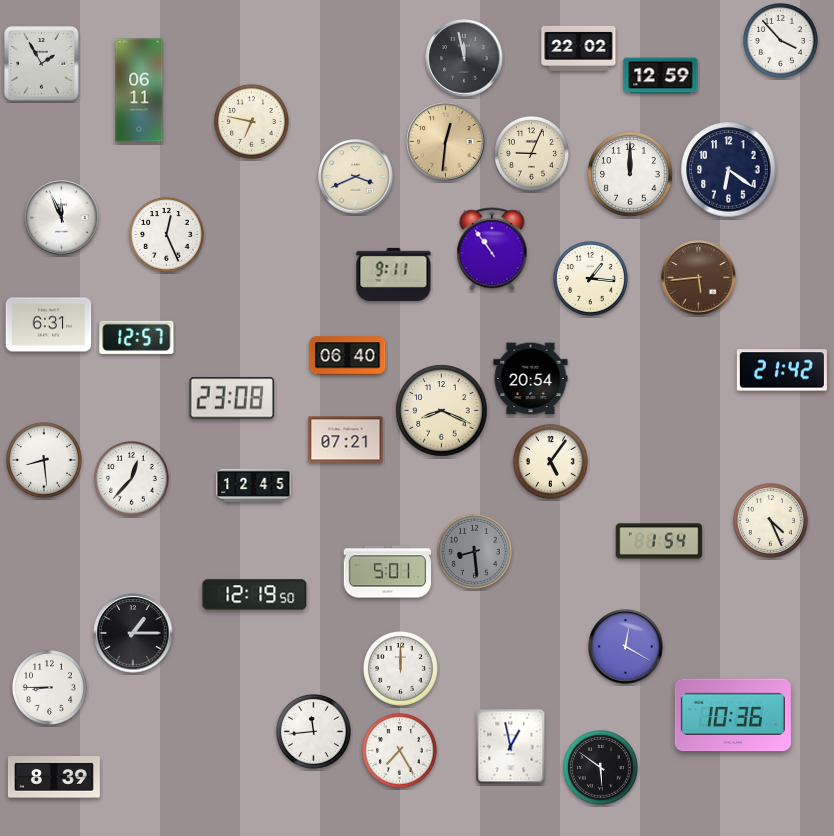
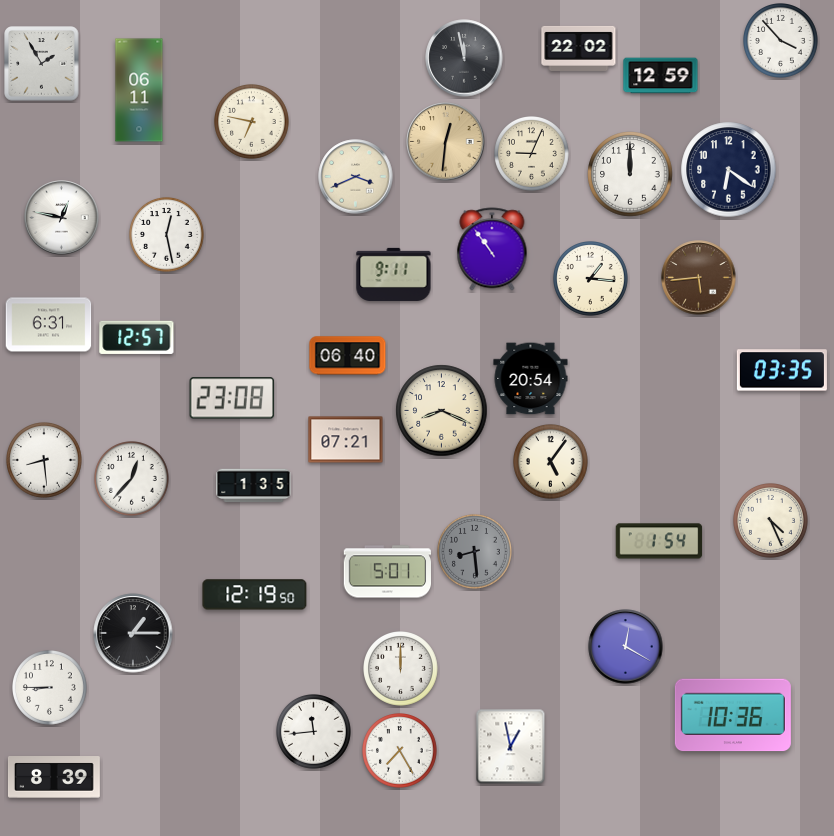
clock at (62, 218): 11:56 -> 12:47
clock at (167, 235): 12:26 -> 12:28
clock at (782, 370): 21:42 -> 03:35
clock at (254, 486): 12:45 -> 1:35
clock at (601, 768): 5:51 -> none
